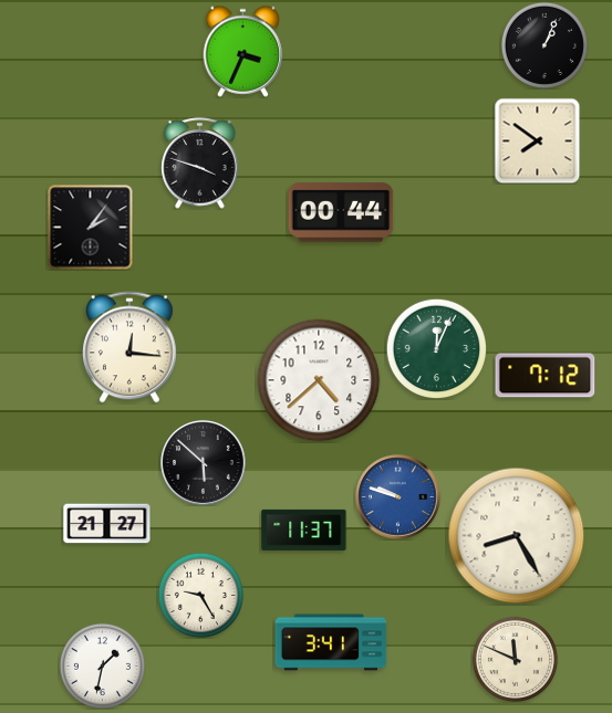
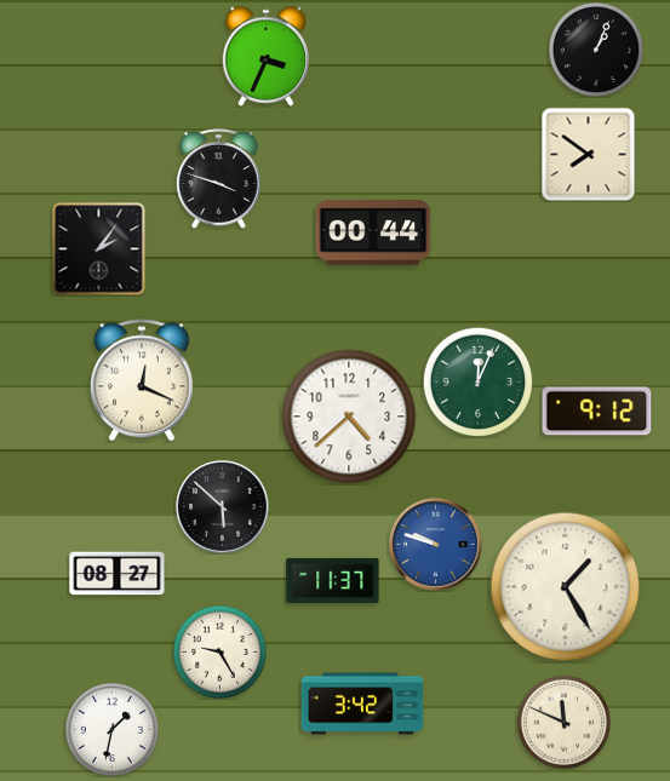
clock at (131, 347): 12:16 -> 12:19
clock at (546, 376): 7:12 -> 9:12
clock at (107, 524): 21:27 -> 08:27
clock at (517, 536): 8:25 -> 1:25
clock at (331, 642): 3:41 -> 3:42
